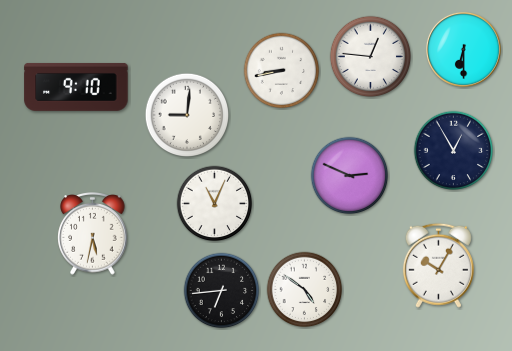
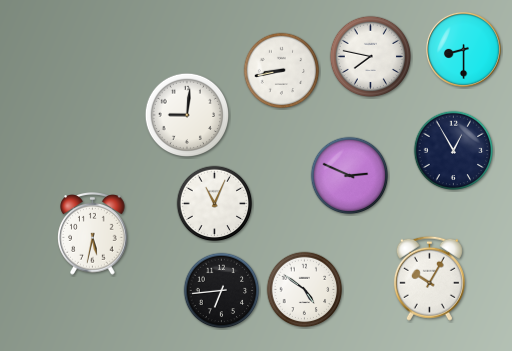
clock at (463, 49): 6:30 -> 8:30
clock at (371, 57): 12:46 -> 7:47
clock at (76, 87): 9:10 -> none
clock at (438, 265) position: (438, 265) -> (429, 278)
